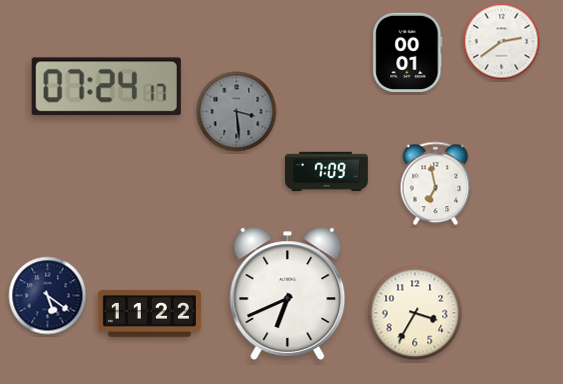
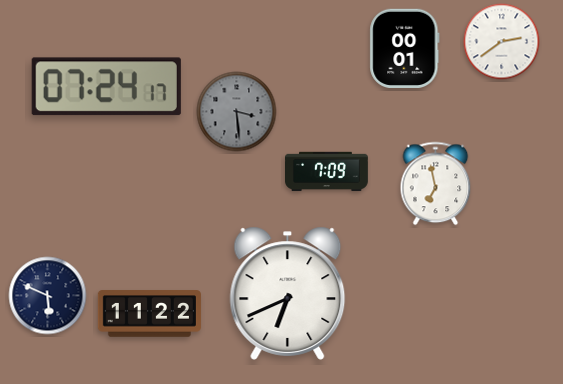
clock at (408, 52) position: (408, 52) -> (405, 48)
clock at (48, 296): 5:21 -> 5:49
clock at (415, 313): 3:35 -> none
